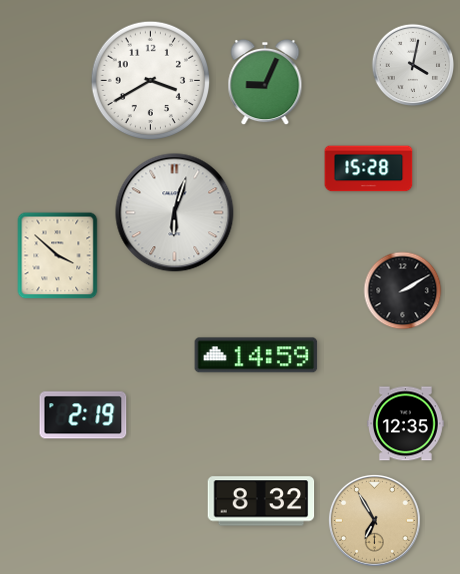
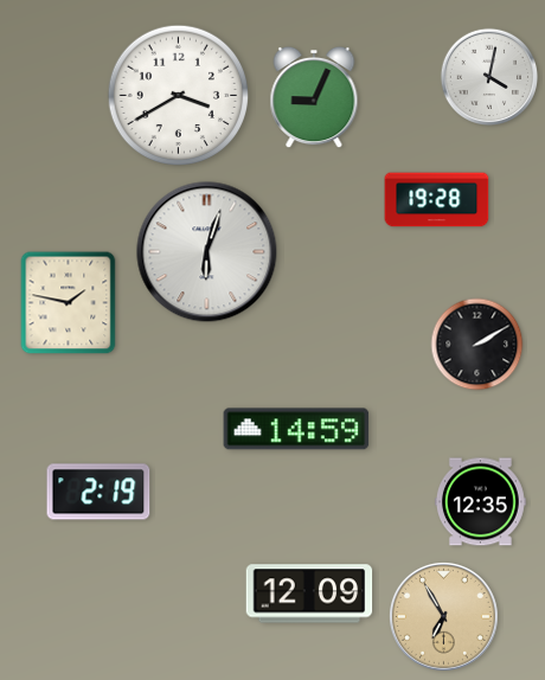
clock at (369, 169): 15:28 -> 19:28
clock at (58, 256): 3:52 -> 1:47
clock at (256, 355) position: (256, 355) -> (296, 429)
clock at (261, 501): 8:32 -> 12:09
